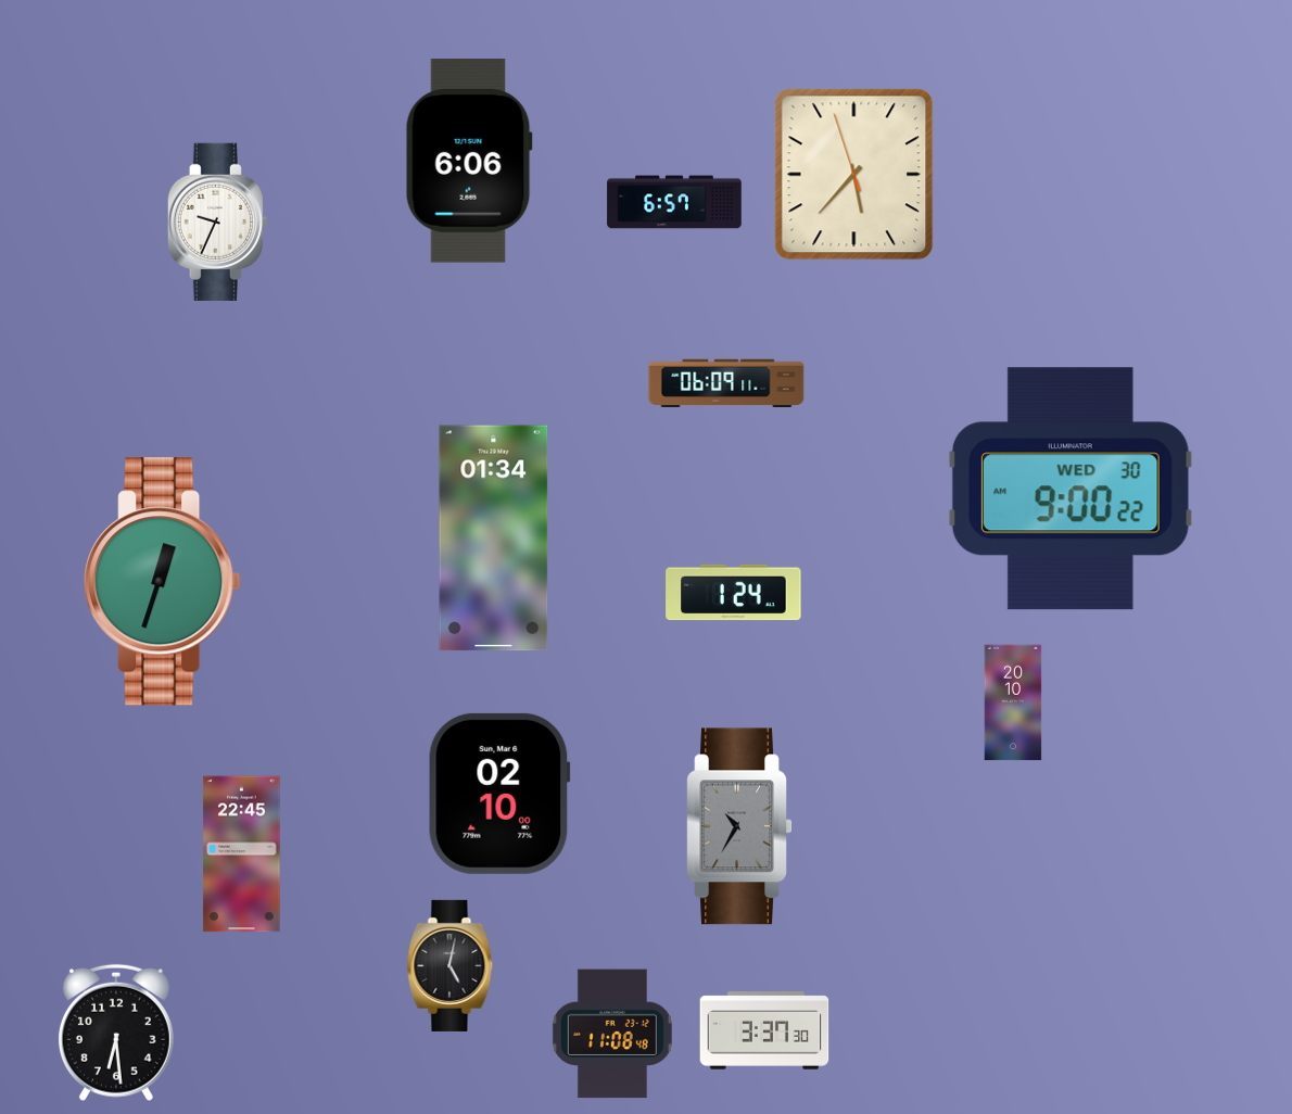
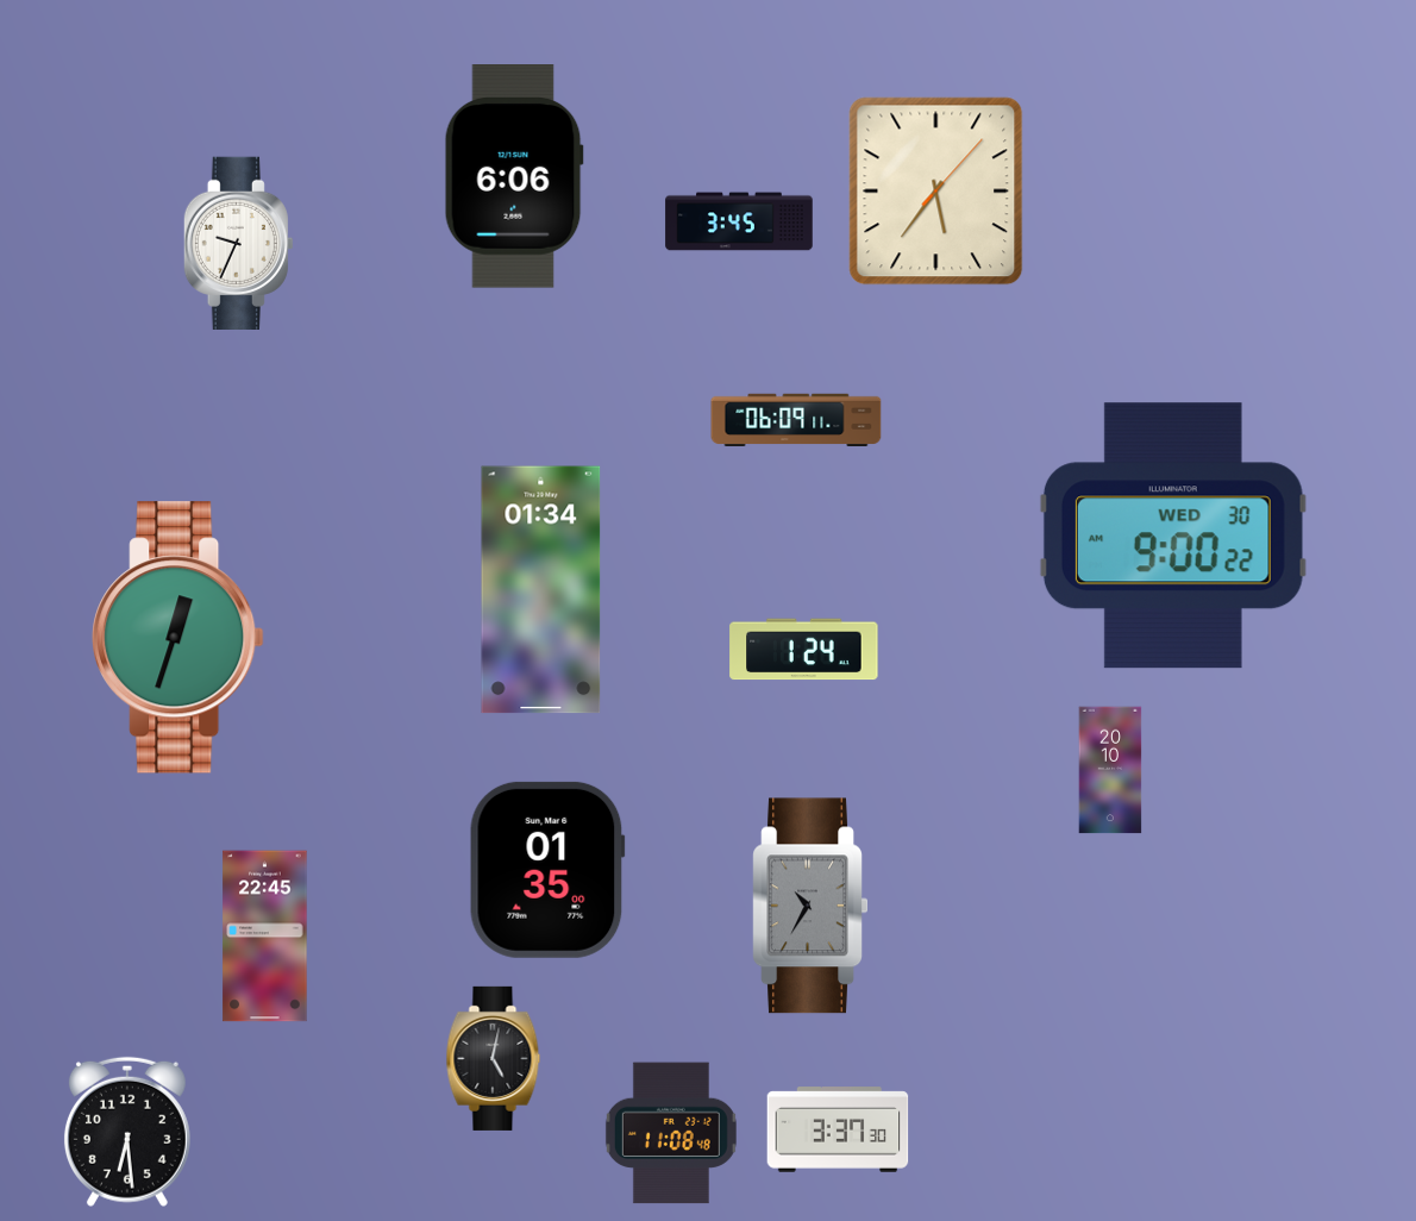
clock at (854, 175): 5:36:57 -> 5:36:07
clock at (674, 202): 6:57 -> 3:45
clock at (499, 794): 02:10 -> 01:35
